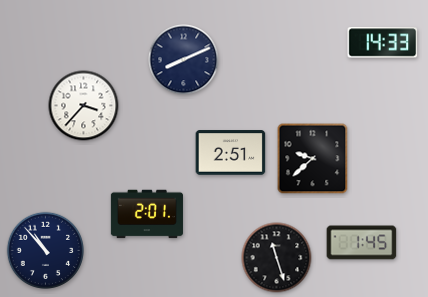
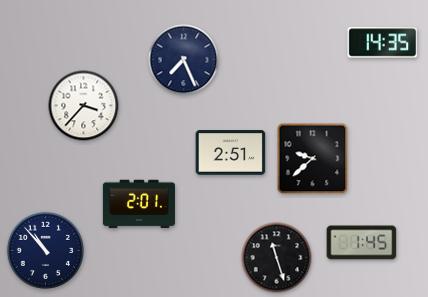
clock at (383, 43): 14:33 -> 14:35
clock at (184, 60): 8:11 -> 7:26
clock at (147, 214) position: (147, 214) -> (139, 204)
